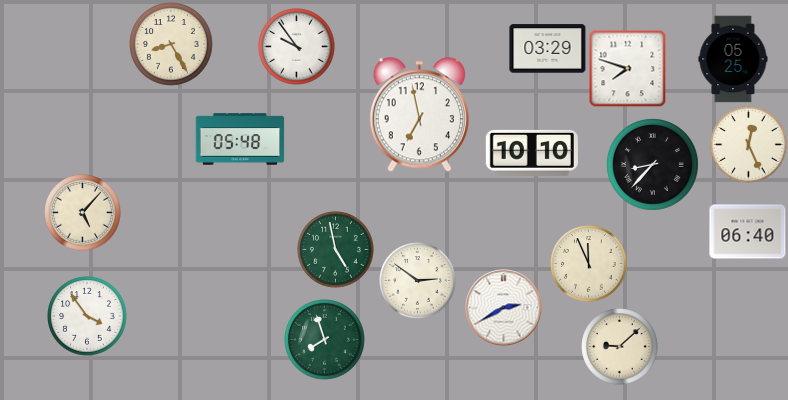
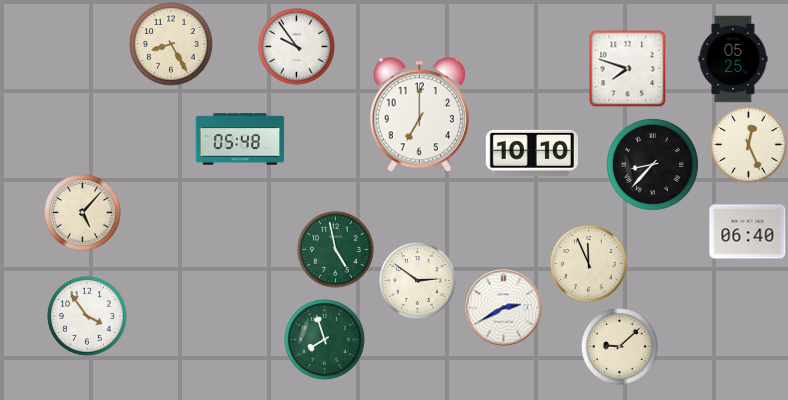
clock at (548, 49): 03:29 -> none
clock at (419, 115): 6:58 -> 7:00
